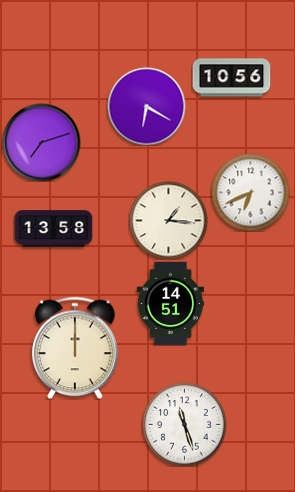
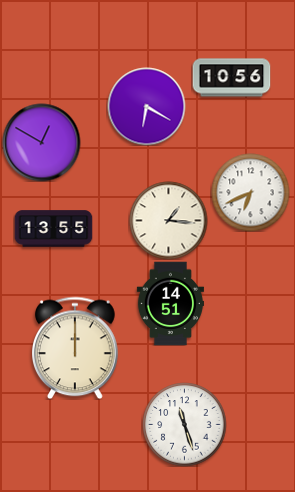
clock at (41, 142): 7:12 -> 12:50
clock at (53, 229): 13:58 -> 13:55
